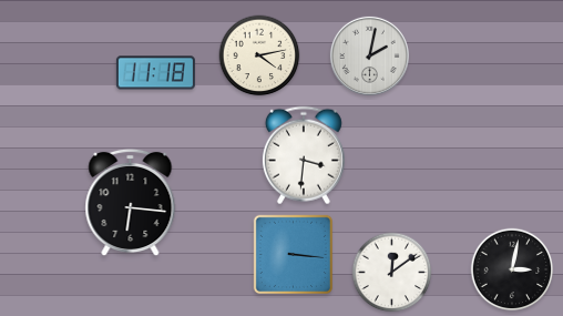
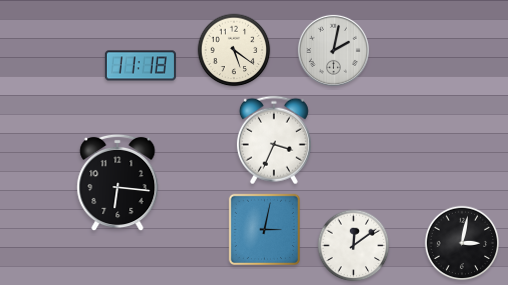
clock at (259, 55): 4:13 -> 5:21
clock at (304, 155): 3:31 -> 3:34
clock at (293, 254): 3:16 -> 3:02
